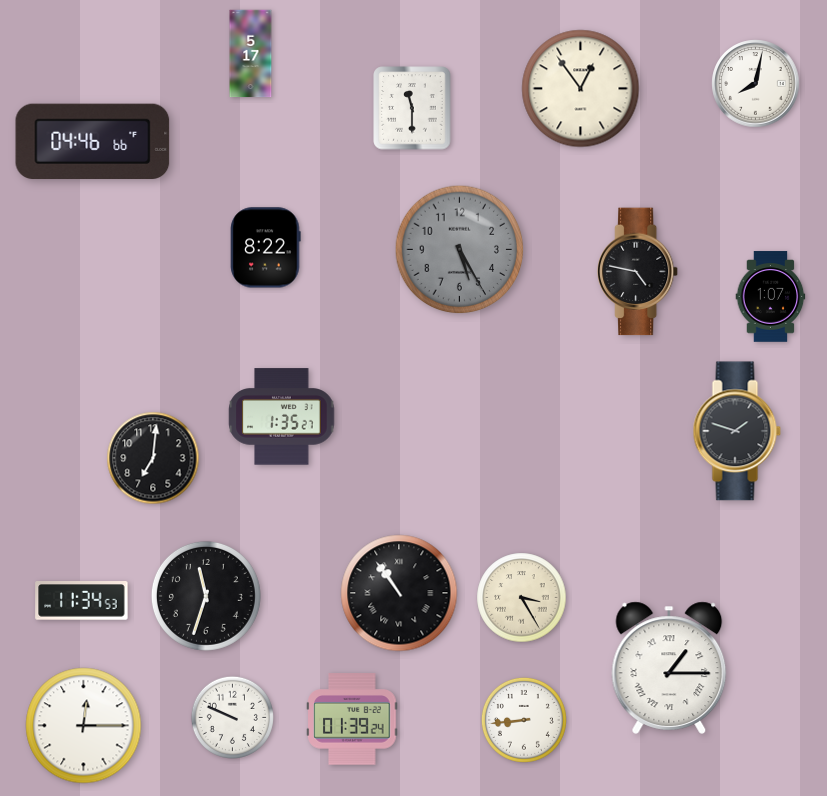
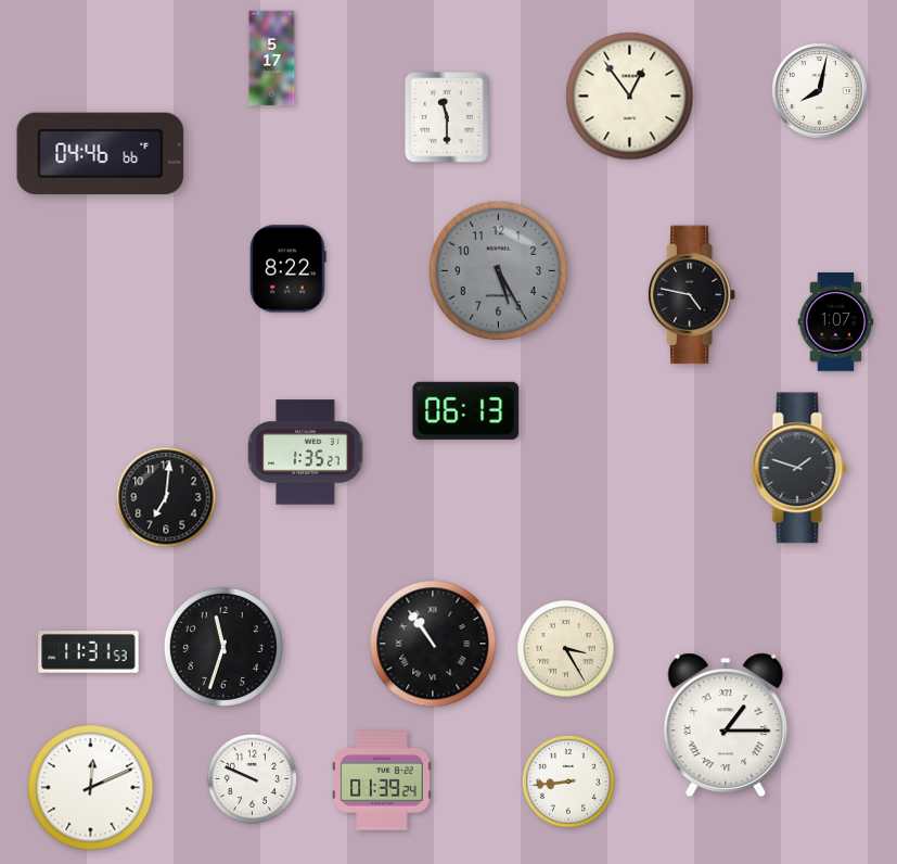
clock at (466, 410): none -> 06:13
clock at (82, 601): 11:34 -> 11:31
clock at (84, 726): 12:15 -> 12:11
